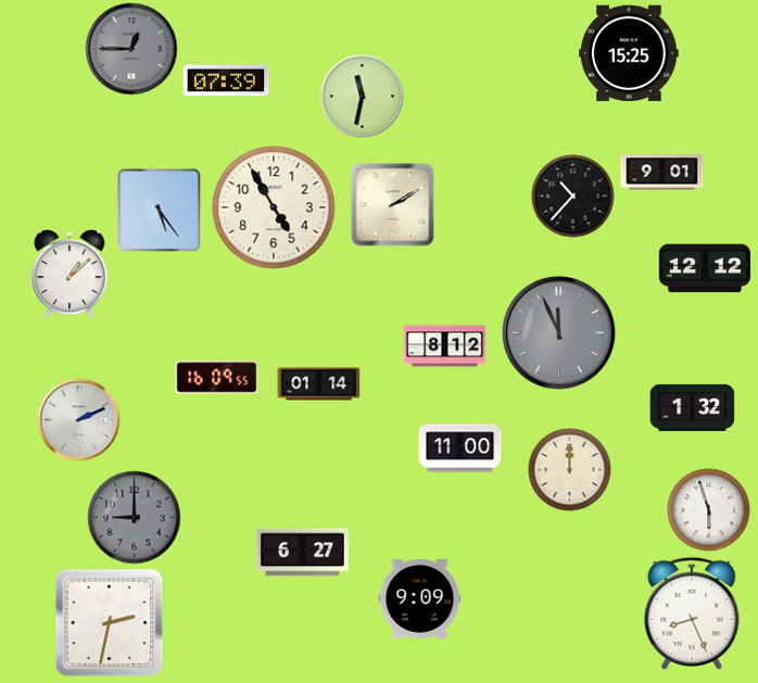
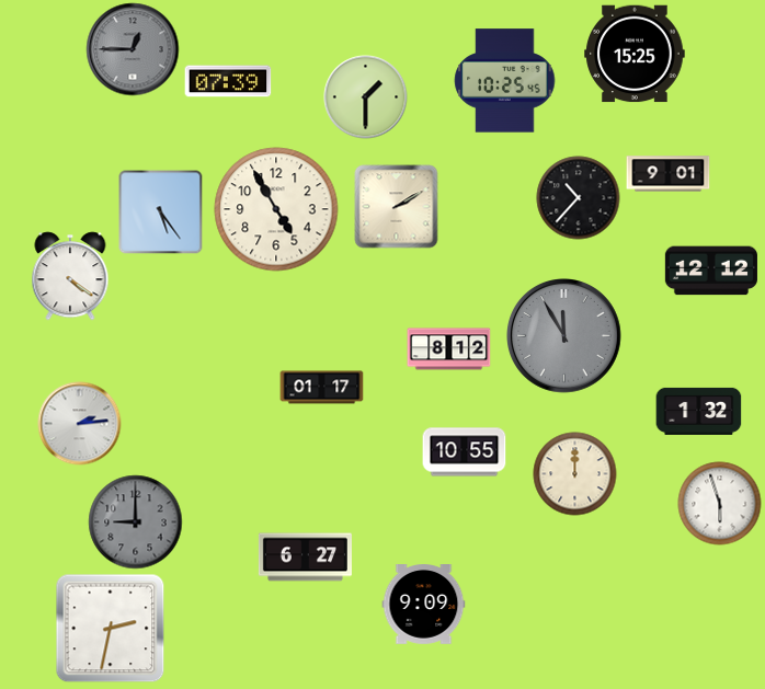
clock at (505, 81): none -> 10:25
clock at (363, 97): 11:32 -> 1:30
clock at (70, 274): 1:08 -> 4:21
clock at (559, 333): 11:56 -> 11:55
clock at (217, 378): 16:09 -> none
clock at (319, 384): 01:14 -> 01:17
clock at (79, 420): 2:11 -> 2:14
clock at (460, 448): 11:00 -> 10:55
clock at (709, 510) position: (709, 510) -> (720, 504)
clock at (692, 614): 8:26 -> none
